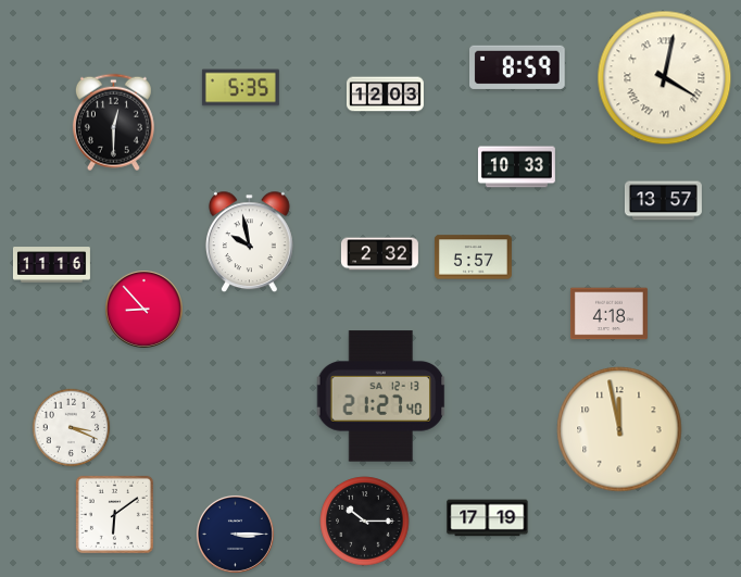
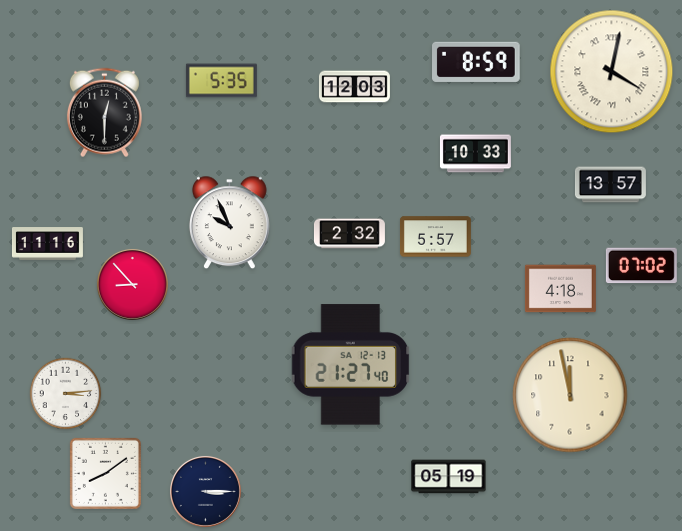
clock at (249, 242): 9:58 -> 9:56
clock at (641, 266): none -> 07:02
clock at (72, 428): 3:19 -> 3:14
clock at (114, 514): 6:09 -> 8:09
clock at (488, 518): 17:19 -> 05:19
clock at (365, 522): 10:15 -> none
clock at (235, 534) position: (235, 534) -> (205, 491)
